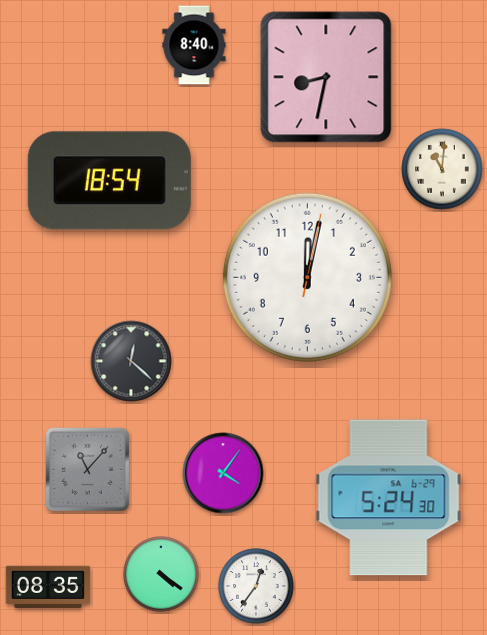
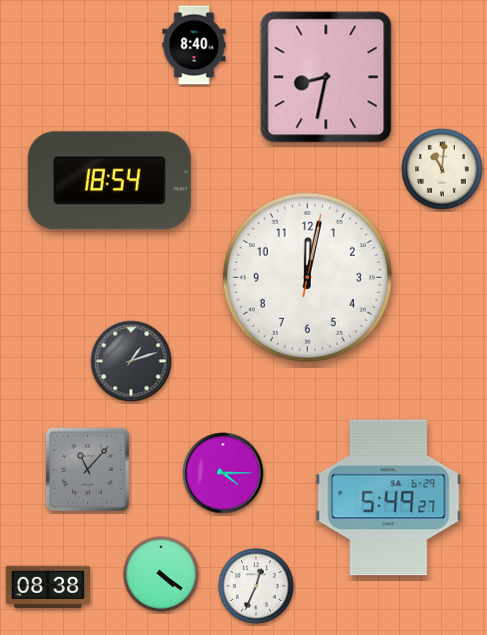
clock at (131, 361): 12:22 -> 1:12
clock at (223, 473): 4:06 -> 4:15
clock at (389, 498): 5:24 -> 5:49
clock at (256, 586): 12:36 -> 12:34
clock at (48, 587): 08:35 -> 08:38
